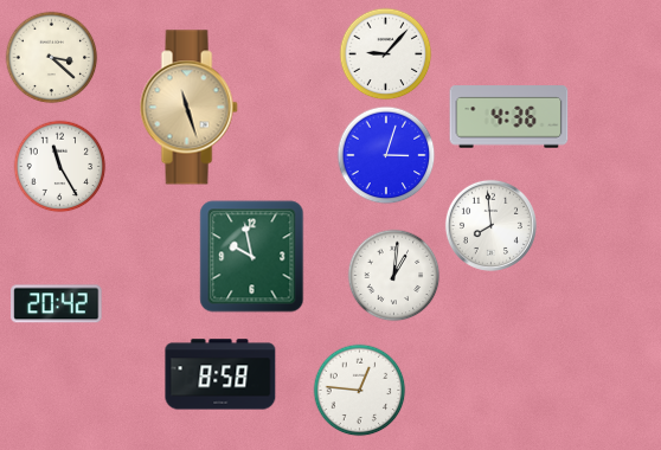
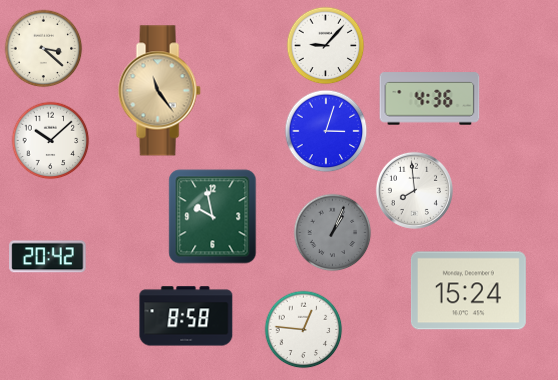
clock at (188, 108): 11:27 -> 11:24
clock at (59, 166): 11:25 -> 10:08
clock at (393, 275): 1:01 -> 1:04
clock at (393, 275) dial: white -> grey
clock at (468, 291): none -> 15:24
